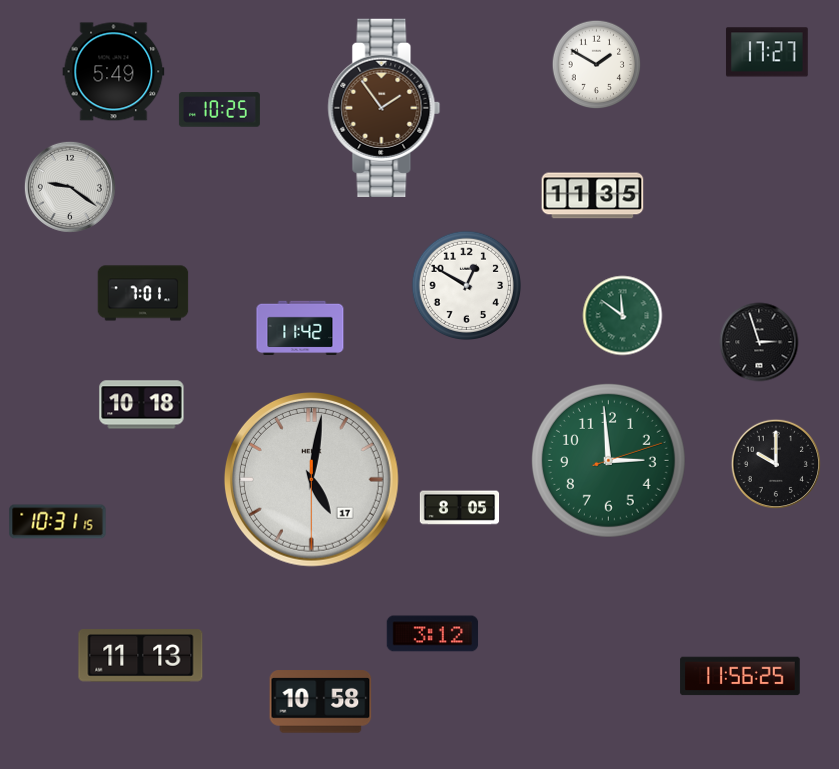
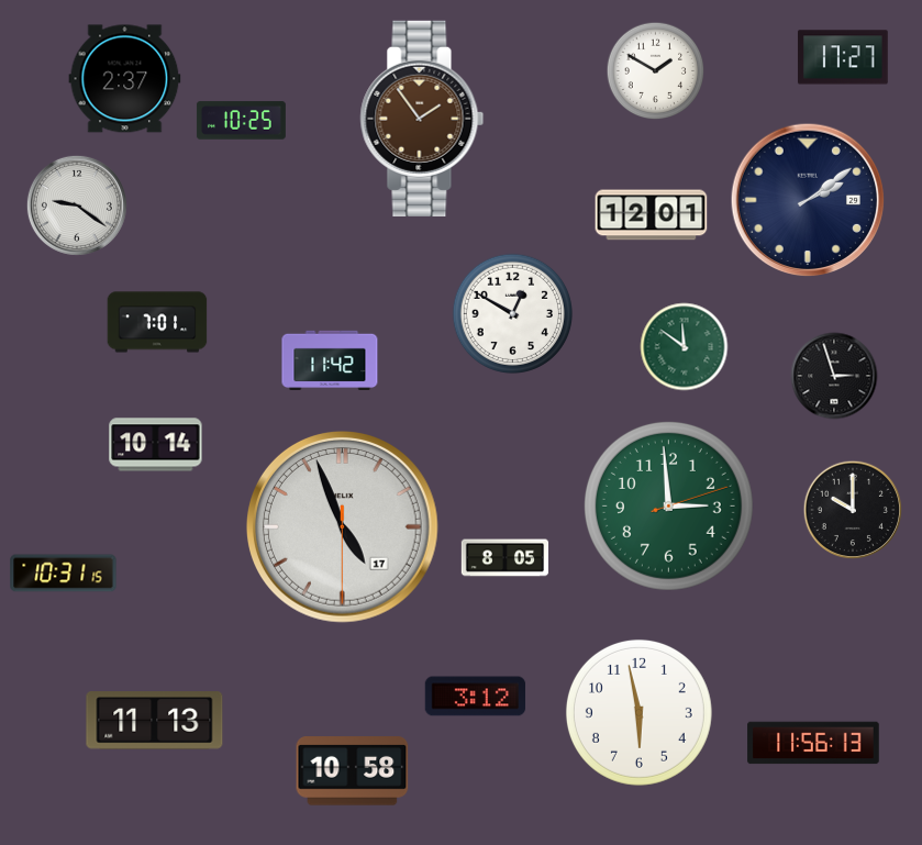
clock at (114, 72): 5:49 -> 2:37
clock at (808, 200): none -> 2:09
clock at (593, 196): 11:35 -> 12:01
clock at (142, 405): 10:18 -> 10:14
clock at (311, 479): 5:01 -> 4:56
clock at (638, 712): none -> 5:58
clock at (740, 676): 11:56:25 -> 11:56:13
